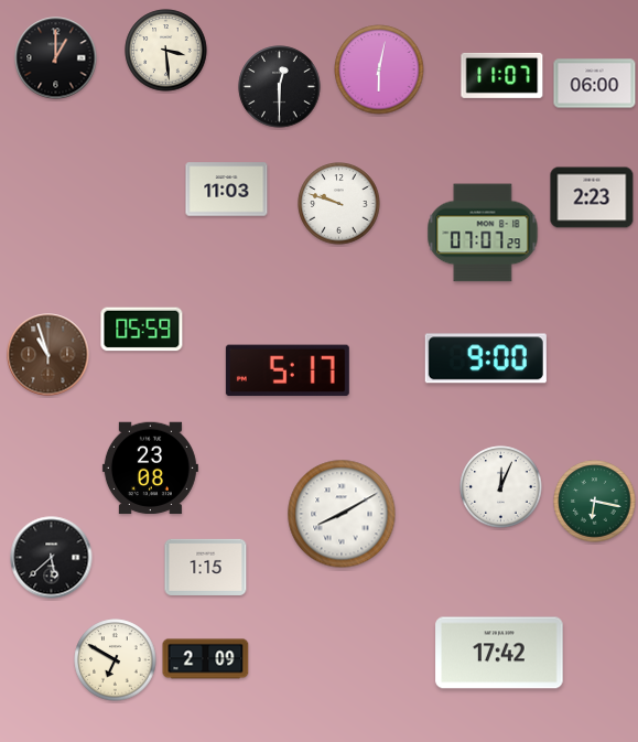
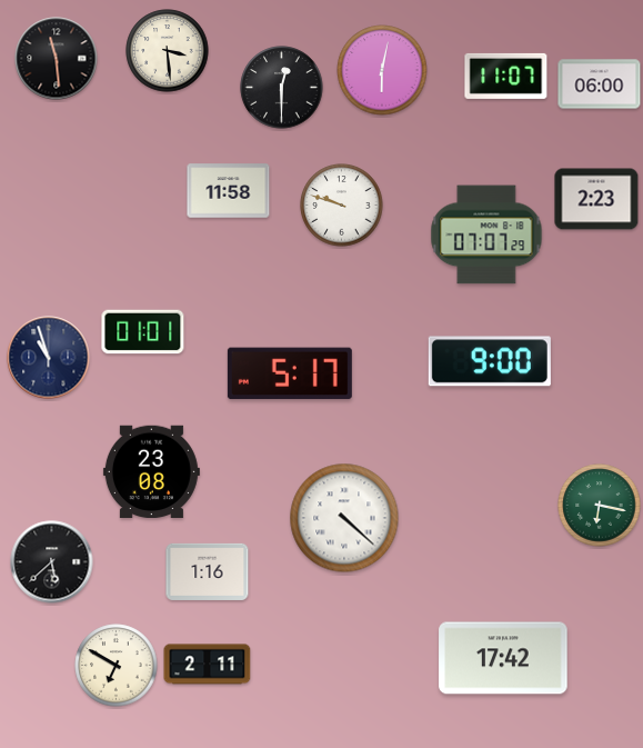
clock at (56, 58): 1:00 -> 11:29
clock at (227, 190): 11:03 -> 11:58
clock at (142, 330): 05:59 -> 01:01
clock at (48, 355) dial: brown -> navy
clock at (501, 487): 12:04 -> none
clock at (342, 514): 8:10 -> 4:22
clock at (206, 567): 1:15 -> 1:16
clock at (206, 659): 2:09 -> 2:11
